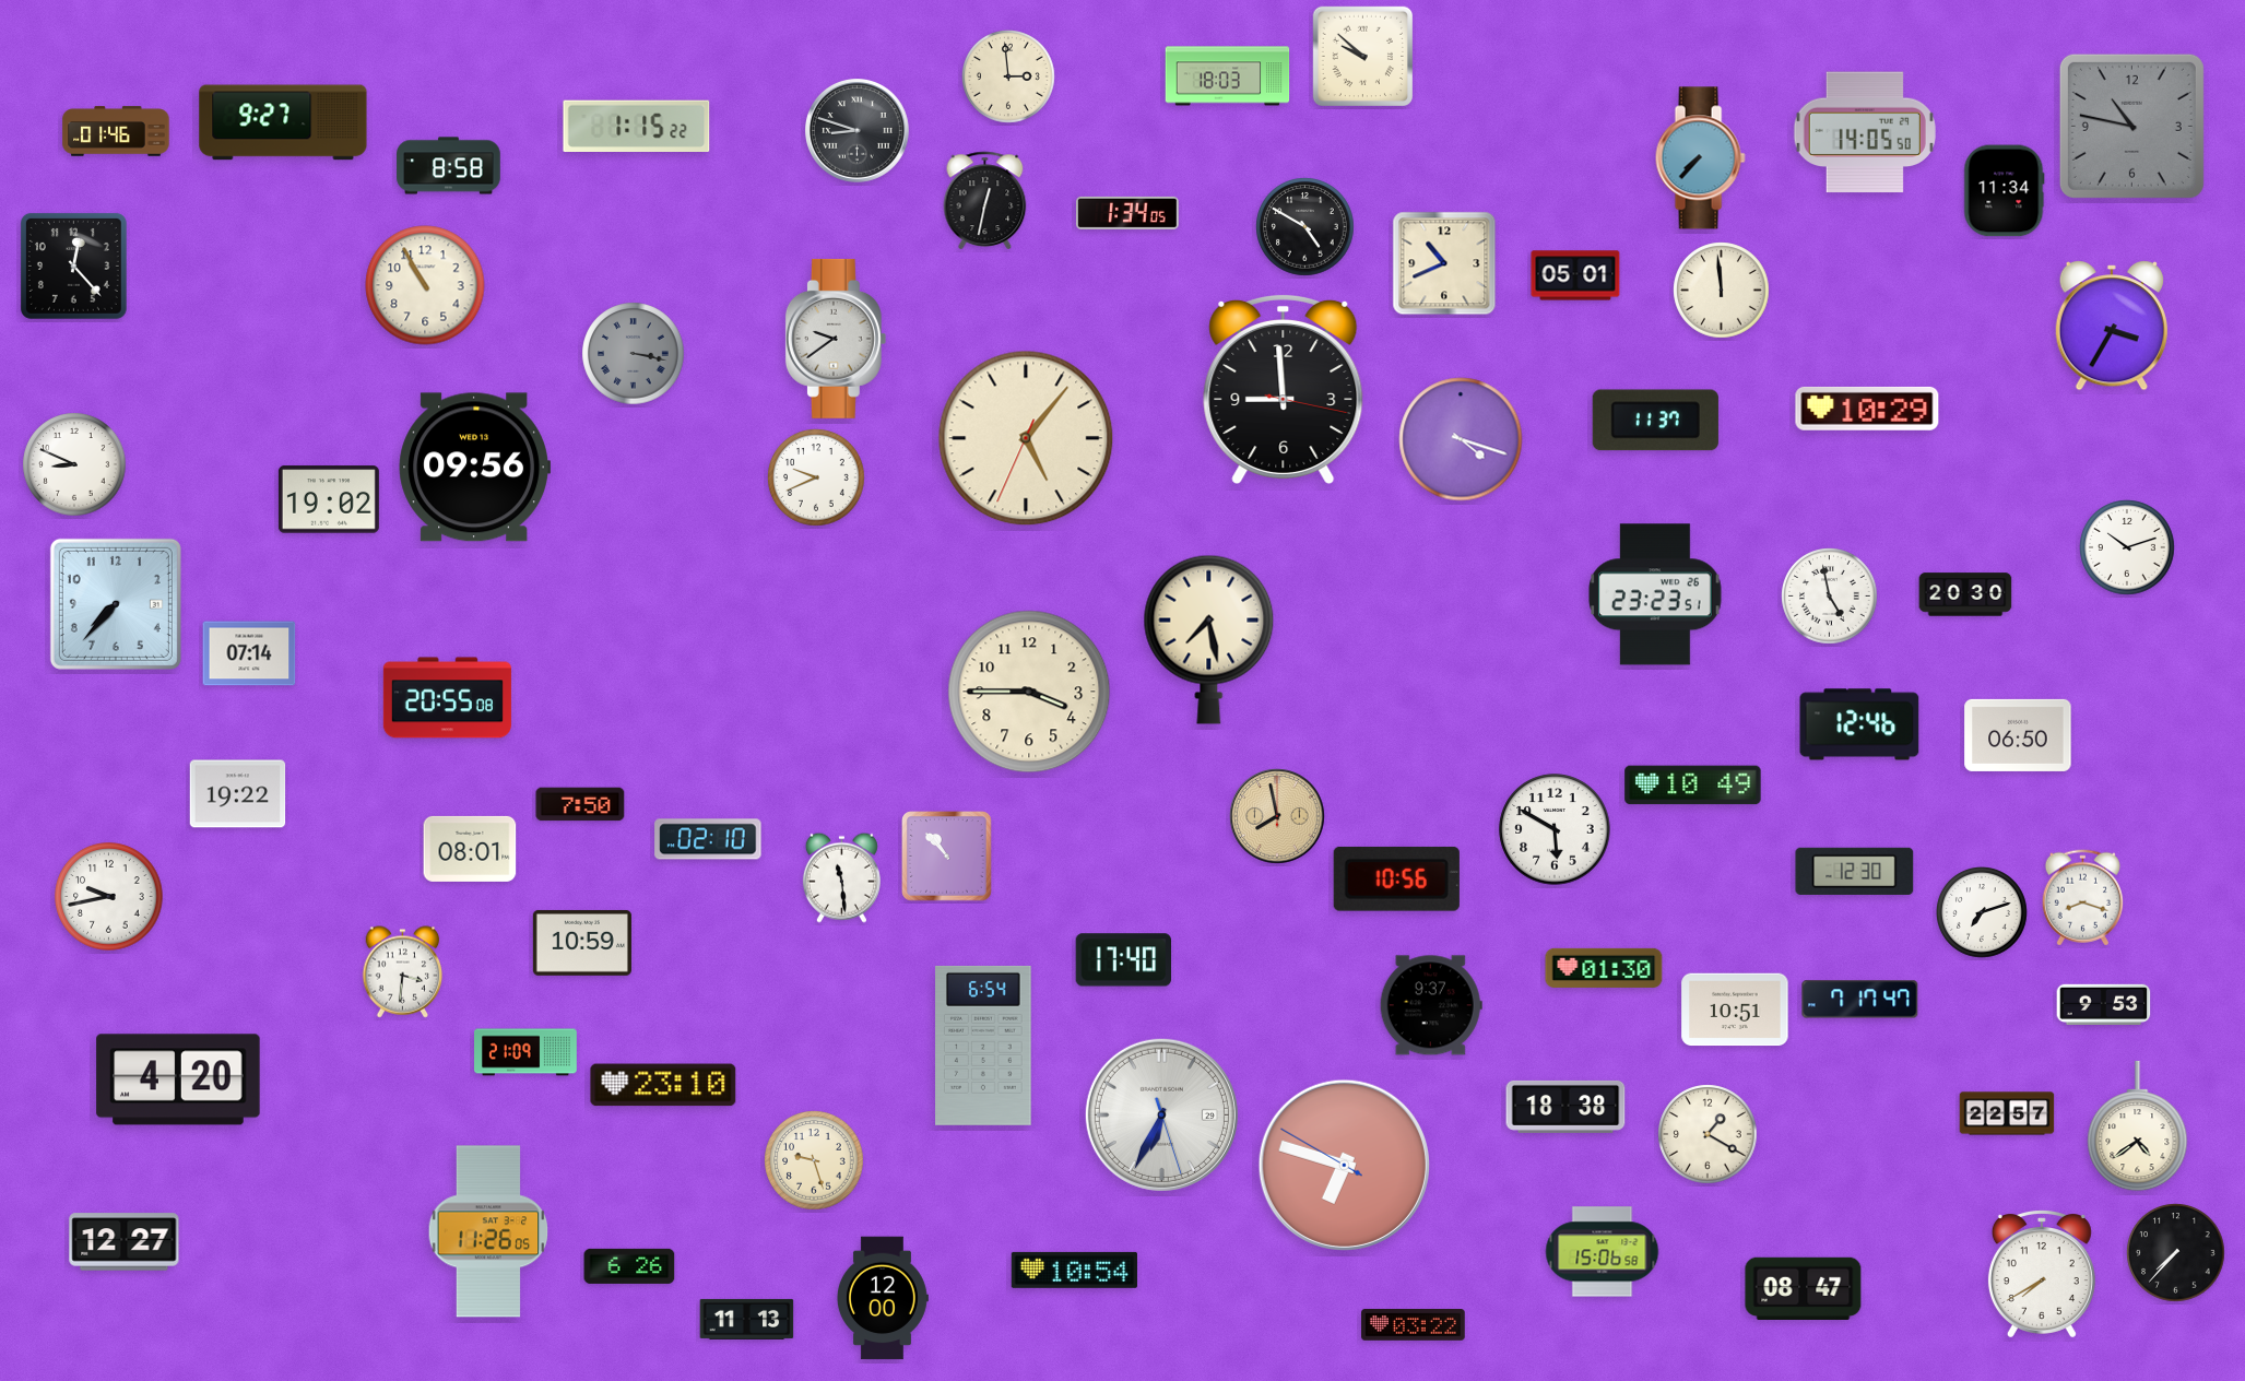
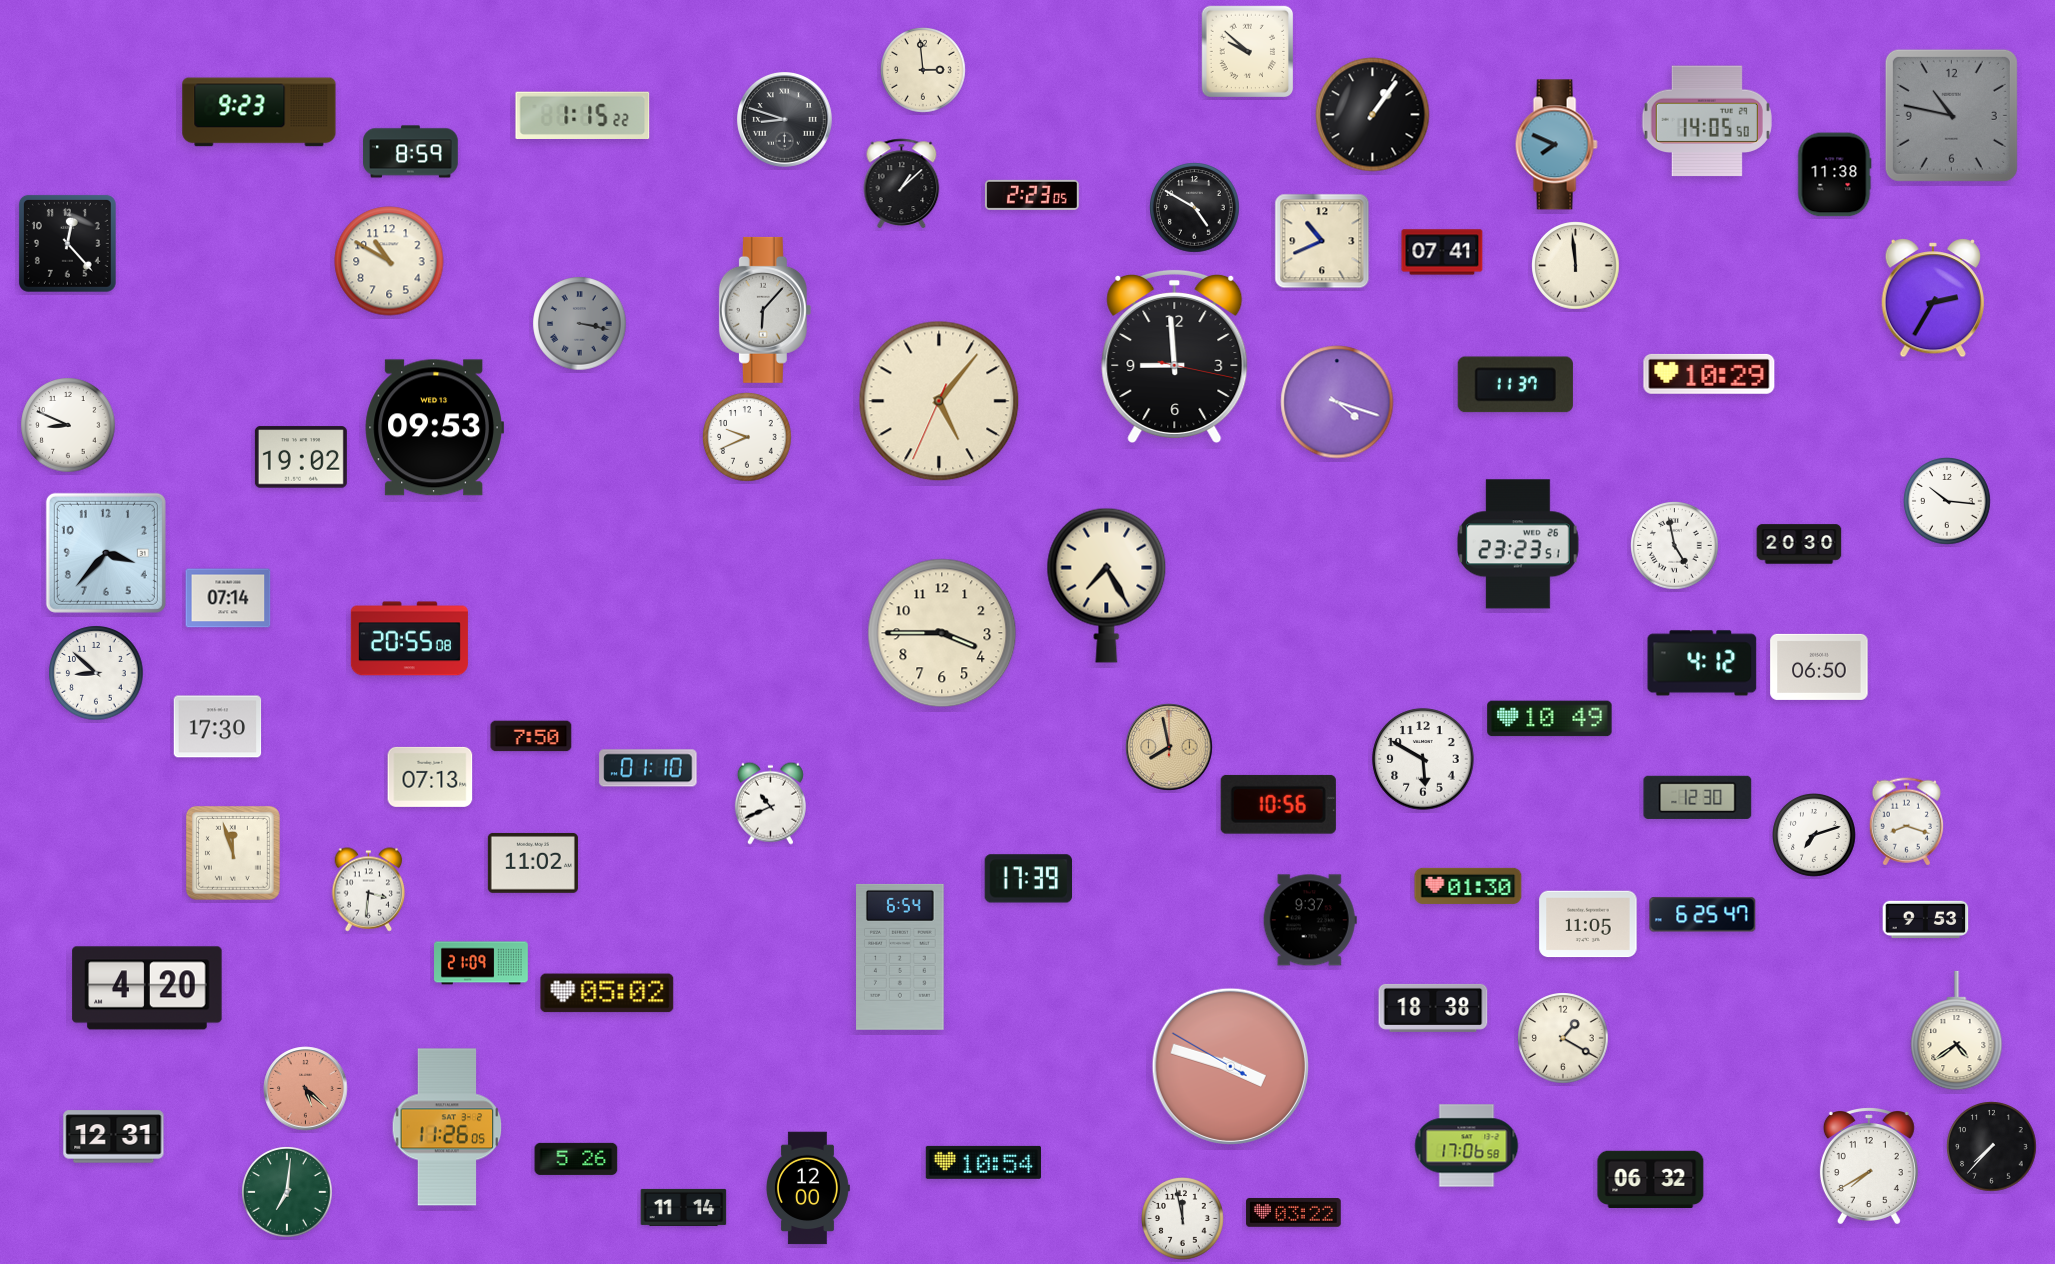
clock at (1228, 76): 18:03 -> none
clock at (283, 122): 9:27 -> 9:23
clock at (1373, 115): none -> 1:06
clock at (116, 131): 01:46 -> none
clock at (1700, 158): 7:37 -> 7:49
clock at (449, 166): 8:58 -> 8:59
clock at (2005, 191): 11:34 -> 11:38
clock at (985, 200): 12:32 -> 1:08
clock at (1127, 213): 1:34 -> 2:23
clock at (1575, 275): 05:01 -> 07:41
clock at (425, 285): 10:55 -> 10:50
clock at (2111, 327): 3:35 -> 2:35
clock at (836, 339): 9:39 -> 6:07
clock at (474, 468): 09:56 -> 09:53
clock at (2127, 547): 10:12 -> 10:16
clock at (1656, 594) position: (1656, 594) -> (1519, 544)
clock at (116, 604): 7:37 -> 3:37
clock at (1209, 639): 7:28 -> 7:25
clock at (1859, 724): 12:46 -> 4:12
clock at (96, 673): none -> 8:52
clock at (2018, 735) position: (2018, 735) -> (1819, 667)
clock at (238, 794): 19:22 -> 17:30
clock at (708, 839): 02:10 -> 01:10
clock at (470, 849): 08:01 -> 07:13
clock at (947, 857): 10:53 -> none
clock at (841, 877): 11:29 -> 10:41
clock at (109, 897): 9:43 -> none
clock at (233, 853): none -> 11:57
clock at (582, 943): 10:59 -> 11:02
clock at (1124, 960): 17:40 -> 17:39
clock at (1860, 1000): 7:17 -> 6:25
clock at (1735, 1010): 10:51 -> 11:05
clock at (178, 1079) position: (178, 1079) -> (147, 988)
clock at (663, 1085): 23:10 -> 05:02
clock at (1565, 1107) position: (1565, 1107) -> (1433, 1008)
clock at (2007, 1113): 22:57 -> none
clock at (1161, 1114): 6:34 -> none
clock at (814, 1160): 9:27 -> none
clock at (1344, 1165): 6:47 -> 3:47
clock at (306, 1089): none -> 5:22
clock at (125, 1242): 12:27 -> 12:31
clock at (1603, 1252): 15:06 -> 17:06
clock at (629, 1266): 6:26 -> 5:26
clock at (1804, 1288): 08:47 -> 06:32
clock at (287, 1192): none -> 7:01
clock at (747, 1319): 11:13 -> 11:14
clock at (1183, 1219): none -> 11:58
